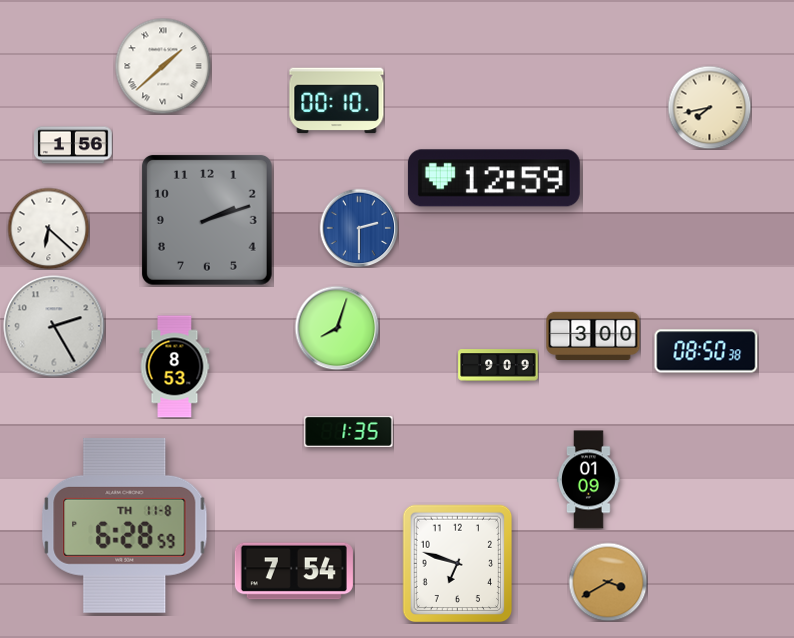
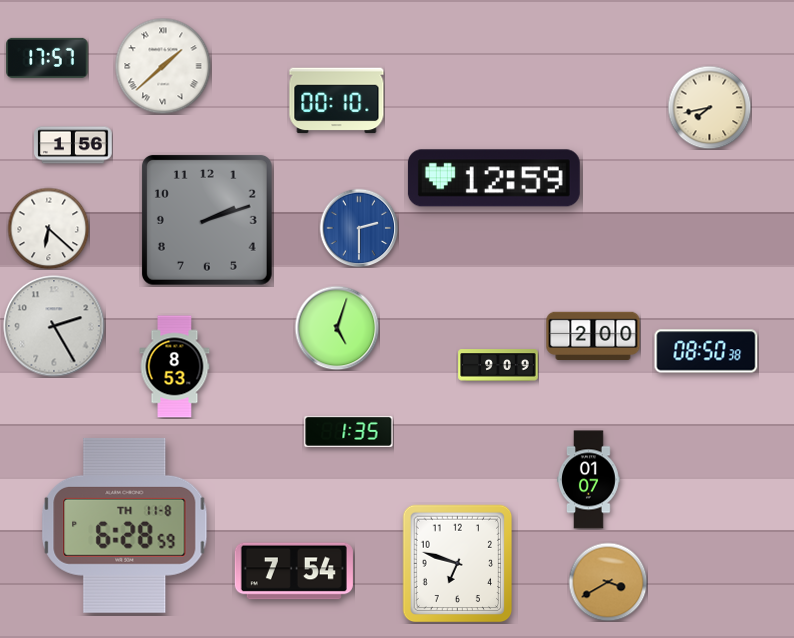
clock at (47, 58): none -> 17:57
clock at (337, 328): 8:03 -> 5:03
clock at (593, 335): 3:00 -> 2:00
clock at (589, 480): 01:09 -> 01:07
